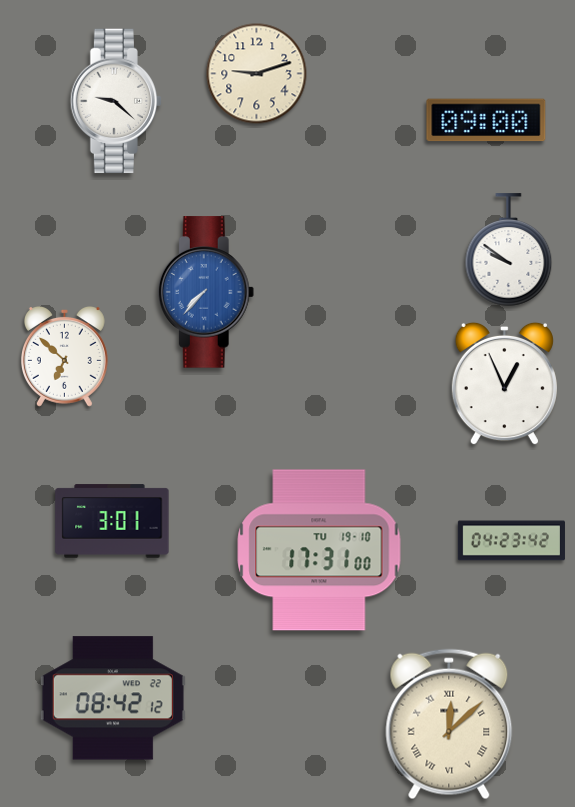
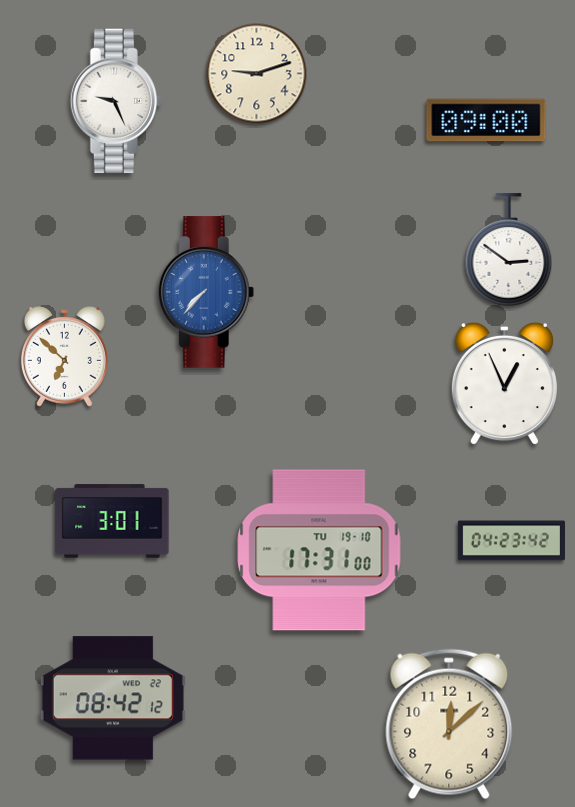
clock at (115, 101): 9:22 -> 9:26
clock at (509, 250): 9:51 -> 2:51
clock at (449, 724) numerals: Roman -> Arabic
